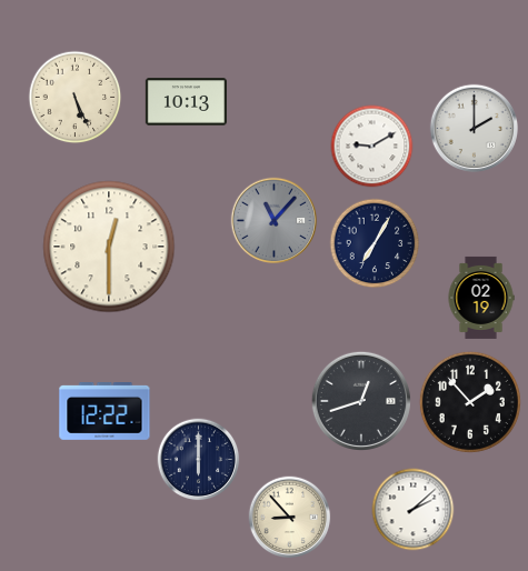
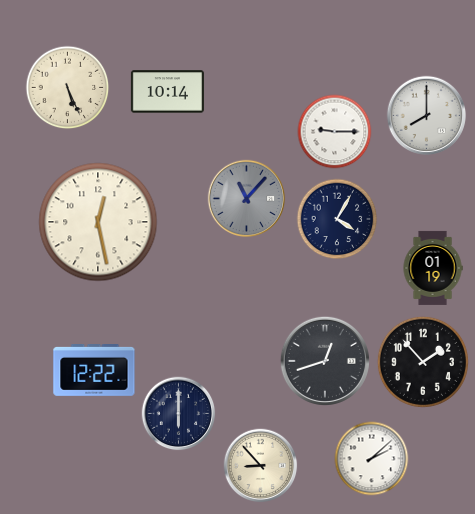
clock at (186, 102): 10:13 -> 10:14
clock at (475, 129): 2:00 -> 8:00
clock at (372, 147): 9:10 -> 9:15
clock at (375, 243): 7:05 -> 4:05
clock at (109, 247): 12:30 -> 12:28
clock at (481, 298): 02:19 -> 01:19
